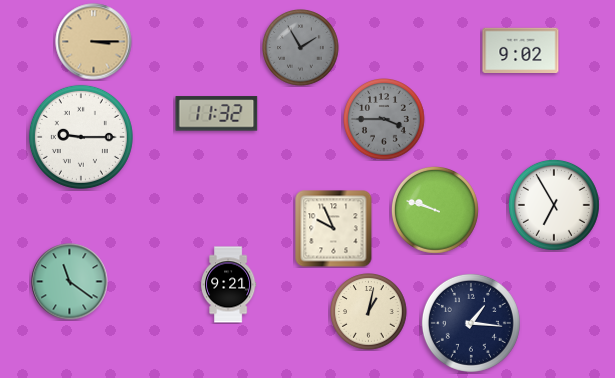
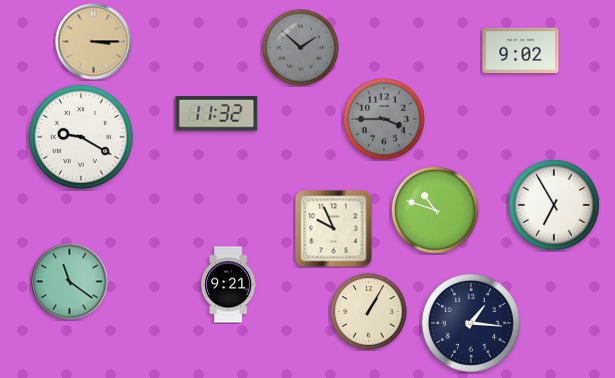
clock at (301, 48): 1:55 -> 1:52
clock at (81, 137): 9:15 -> 9:20
clock at (435, 210): 9:48 -> 10:48
clock at (369, 312): 1:02 -> 1:05
